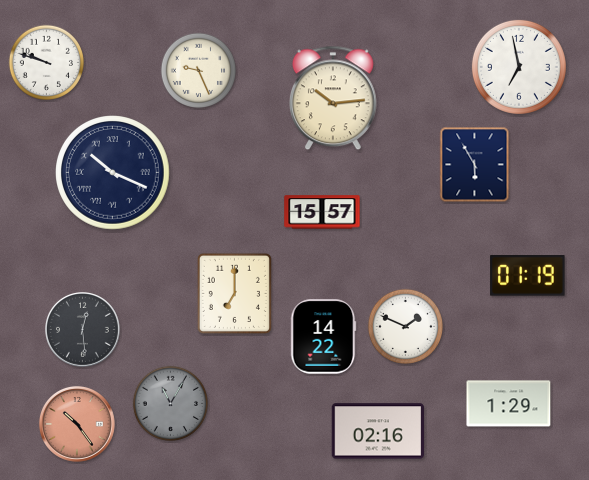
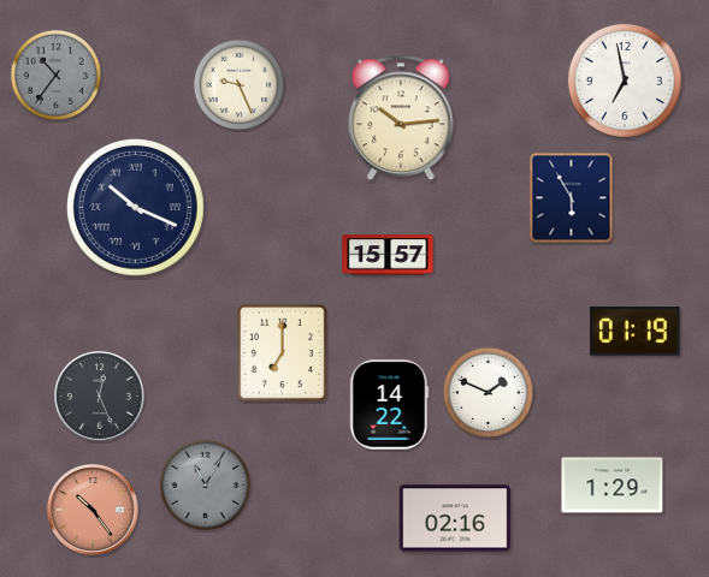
clock at (46, 62): 9:48 -> 10:36
clock at (46, 62) dial: white -> grey
clock at (83, 330): 12:29 -> 12:26
